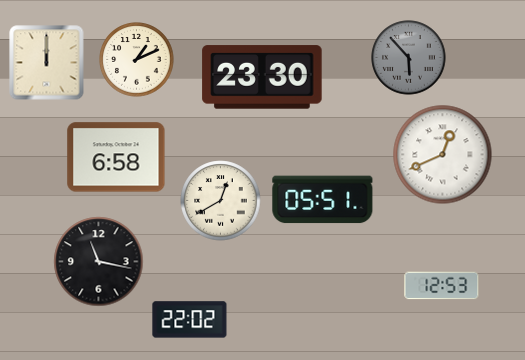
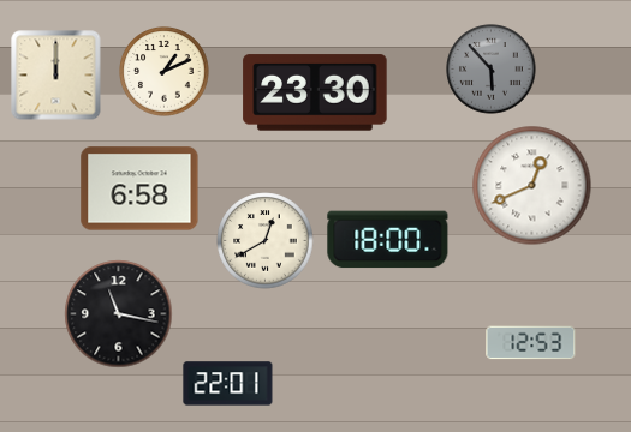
clock at (323, 200): 05:51 -> 18:00
clock at (190, 320): 22:02 -> 22:01
